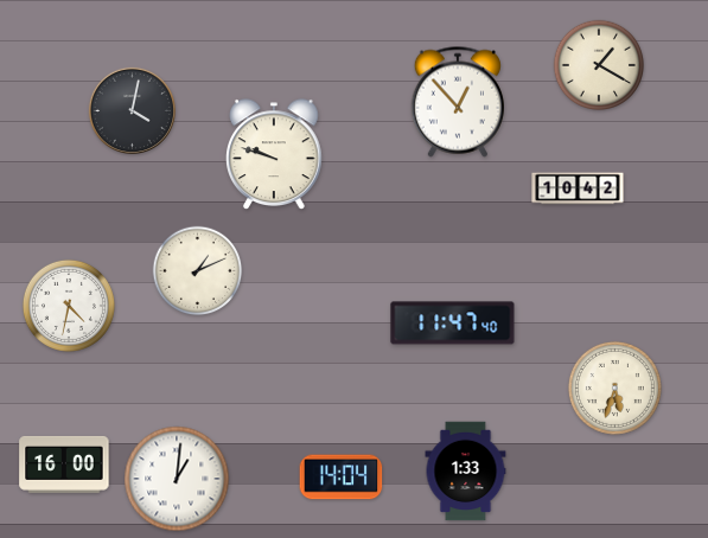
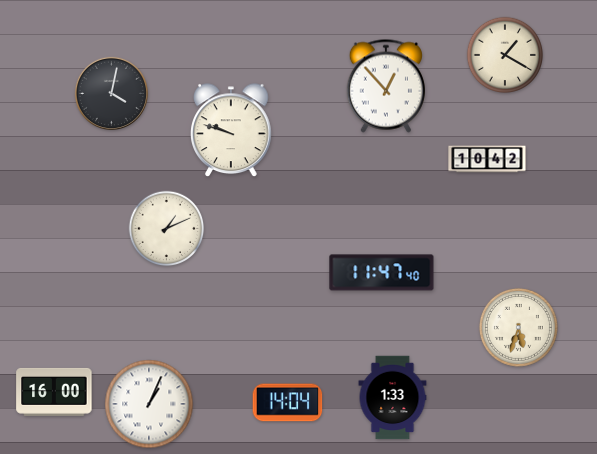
clock at (69, 306): 4:32 -> none
clock at (177, 479): 1:01 -> 1:04
